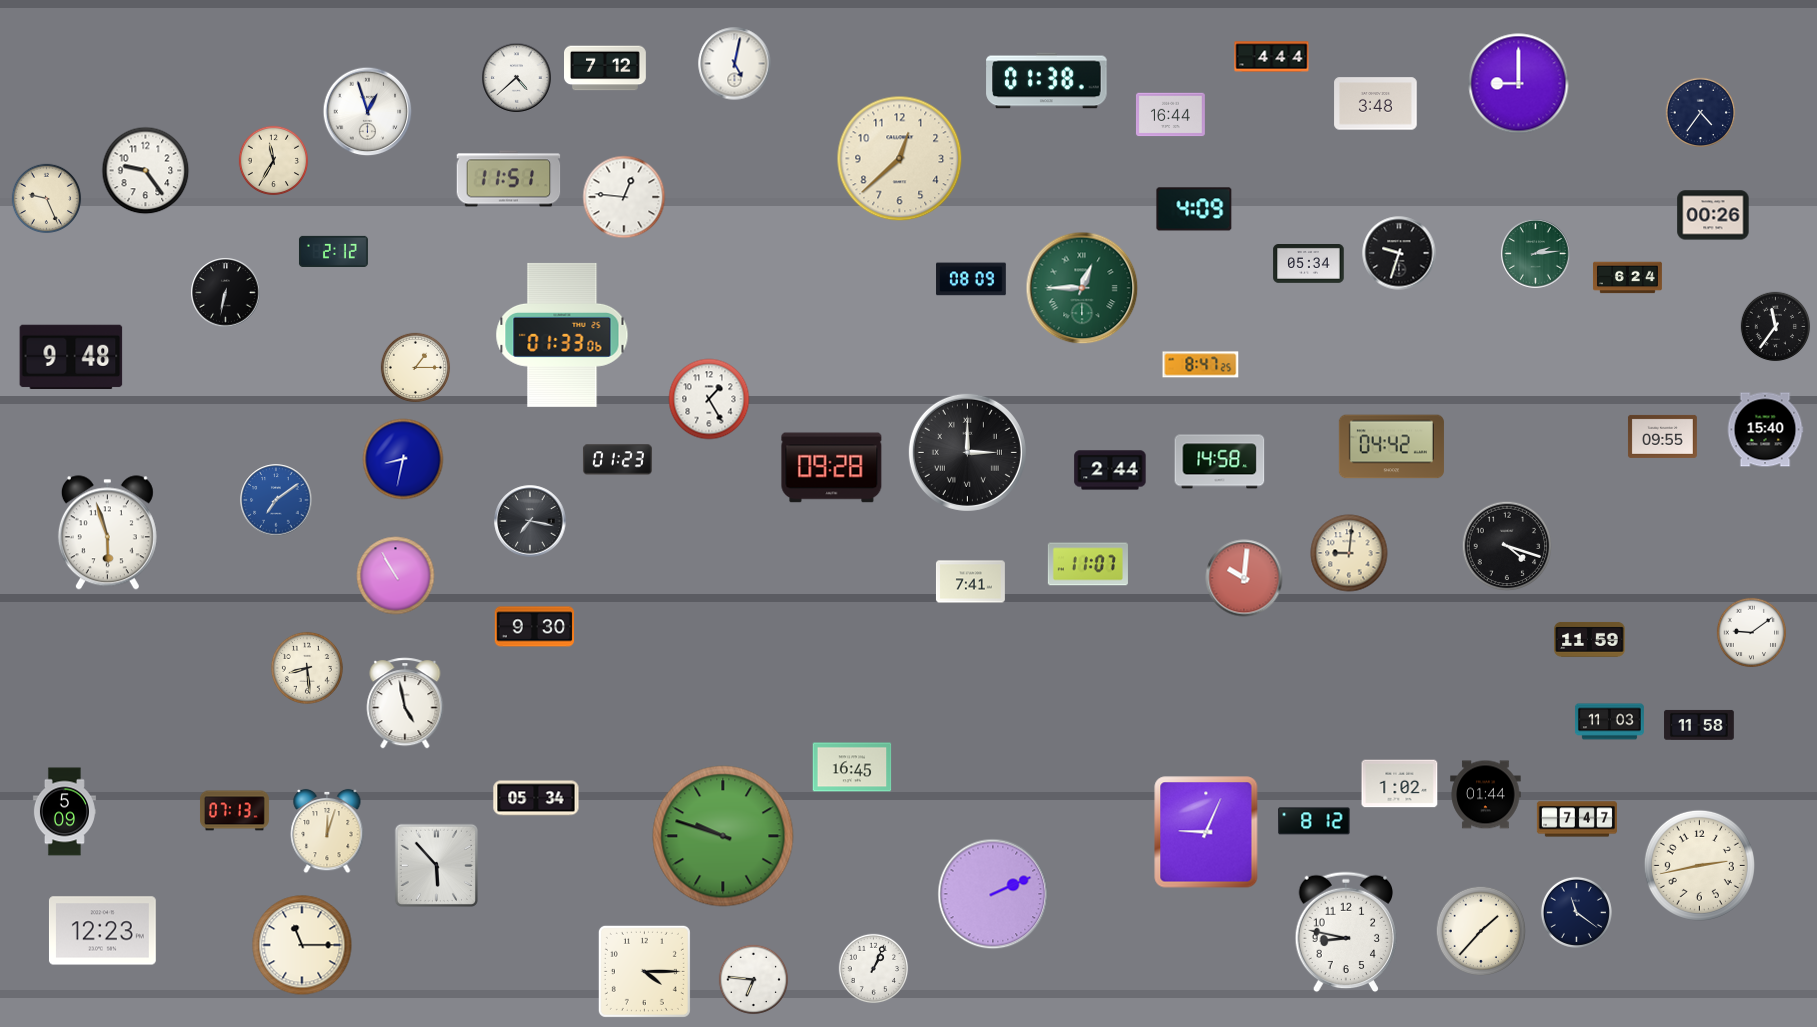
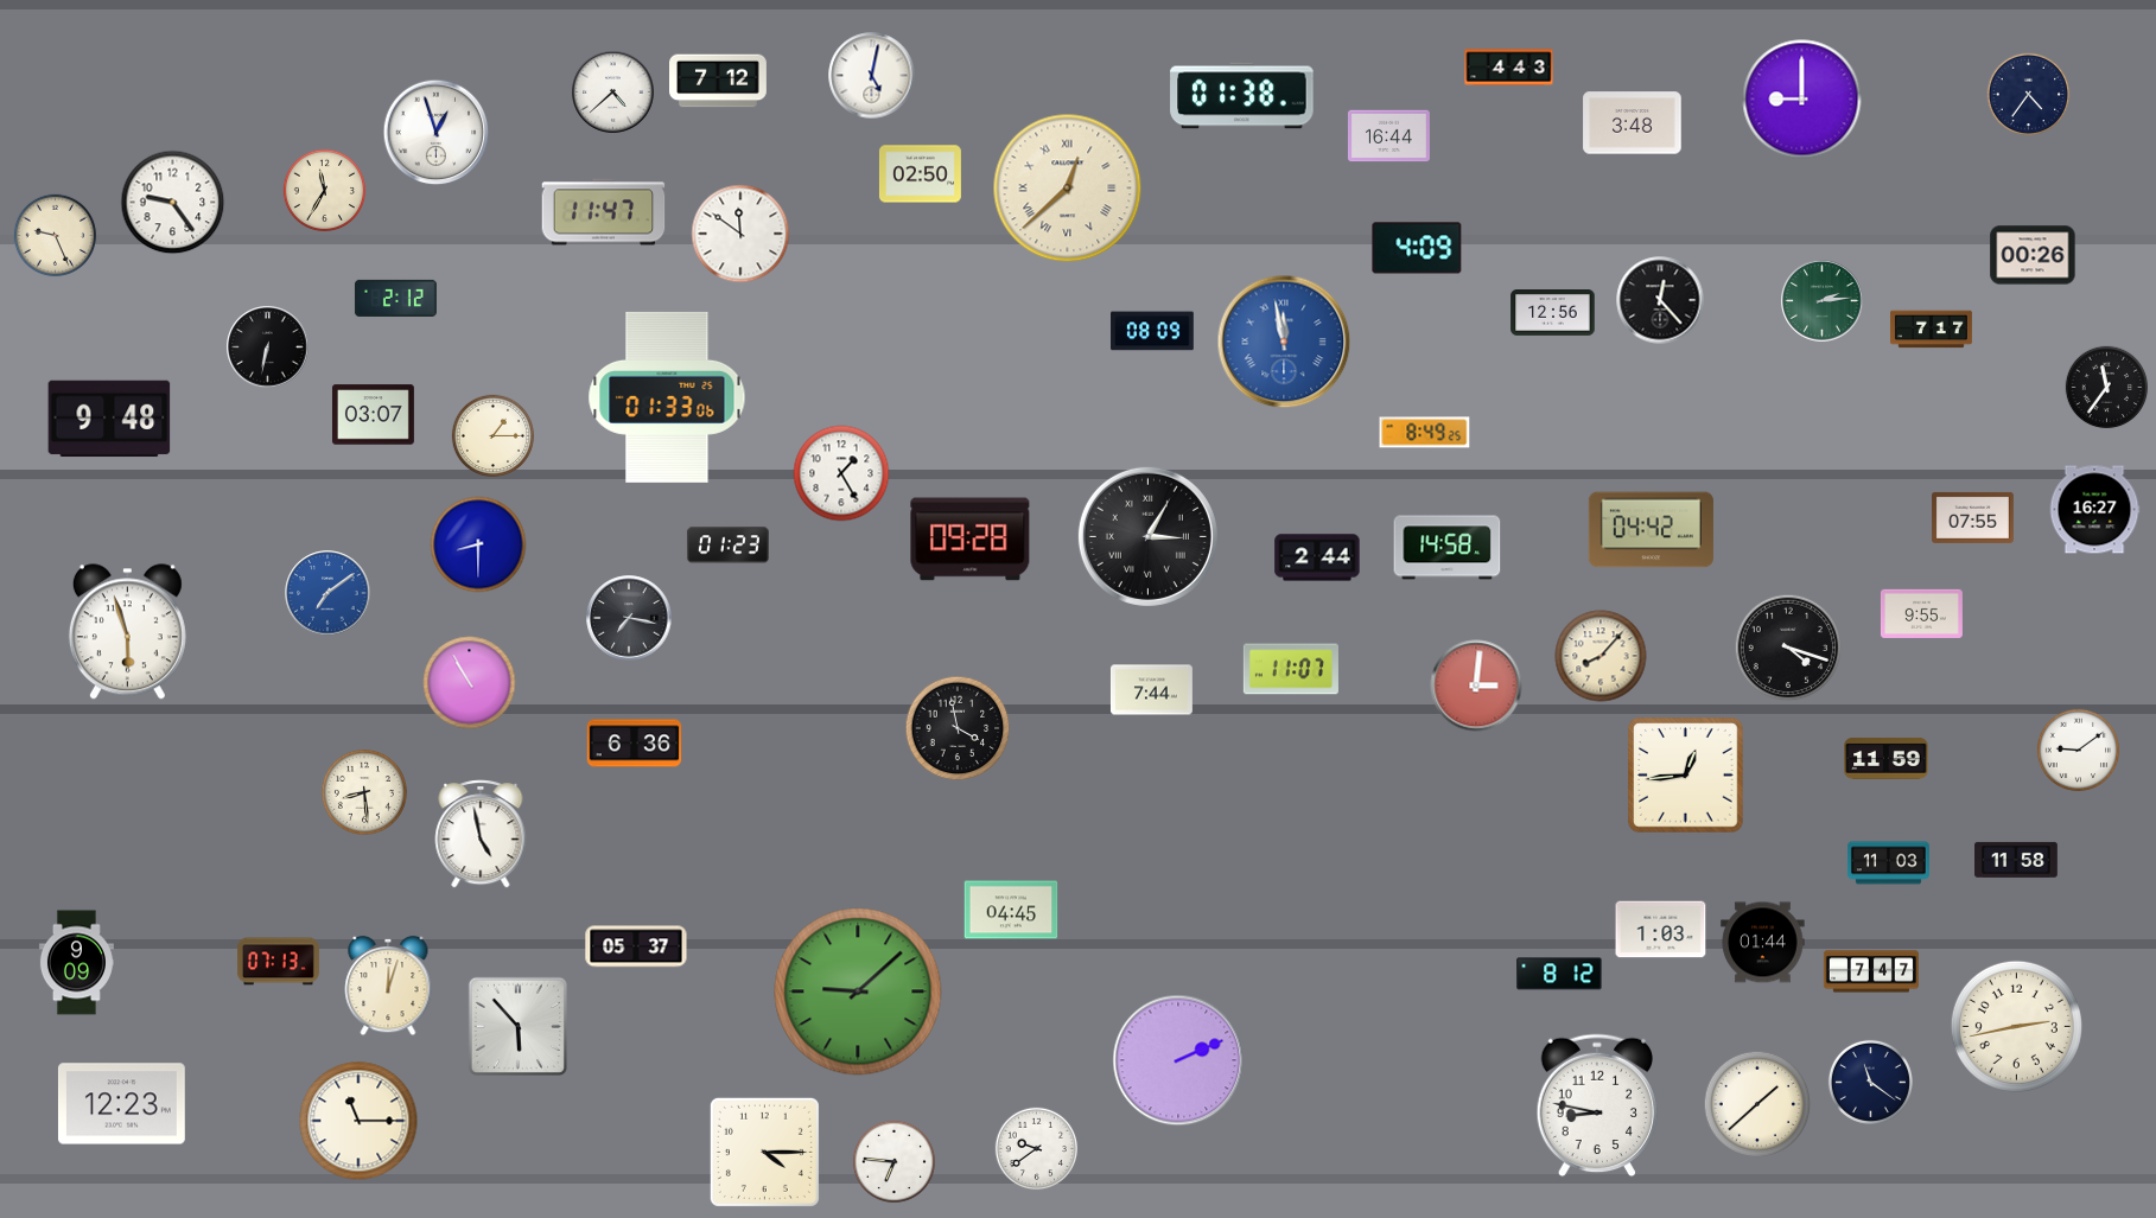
clock at (1272, 57): 4:44 -> 4:43
clock at (1701, 113) position: (1701, 113) -> (2029, 95)
clock at (920, 174): none -> 02:50
clock at (900, 159) numerals: Arabic -> Roman
clock at (509, 179): 11:51 -> 11:47
clock at (624, 197): 12:46 -> 11:51
clock at (1399, 253): 9:33 -> 12:23
clock at (1309, 264): 05:34 -> 12:56
clock at (1627, 278): 6:24 -> 7:17
clock at (1082, 288): 12:45 -> 11:58
clock at (1082, 288) dial: green -> blue
clock at (373, 415): none -> 03:07
clock at (71, 357) position: (71, 357) -> (109, 419)
clock at (1201, 365): 8:47 -> 8:49
clock at (1765, 430): 15:40 -> 16:27
clock at (1662, 436): 09:55 -> 07:55
clock at (967, 452): 3:00 -> 3:05
clock at (403, 459): 8:32 -> 8:30
clock at (617, 460) position: (617, 460) -> (727, 546)
clock at (832, 468) position: (832, 468) -> (971, 540)
clock at (1921, 613): none -> 9:55
clock at (1349, 553): 9:01 -> 8:07
clock at (1244, 578): 10:01 -> 3:01
clock at (970, 582): 7:41 -> 7:44
clock at (958, 728): none -> 3:58
clock at (535, 627): 9:30 -> 6:36
clock at (1686, 776): none -> 12:44
clock at (1609, 722) position: (1609, 722) -> (1888, 863)
clock at (852, 767): 16:45 -> 04:45
clock at (1400, 784): 1:02 -> 1:03
clock at (536, 798): 05:34 -> 05:37
clock at (64, 812): 5:09 -> 9:09
clock at (1206, 832): 9:04 -> none
clock at (723, 836): 9:48 -> 9:08
clock at (1481, 931): 1:37 -> 1:38
clock at (874, 969): 1:04 -> 9:39
